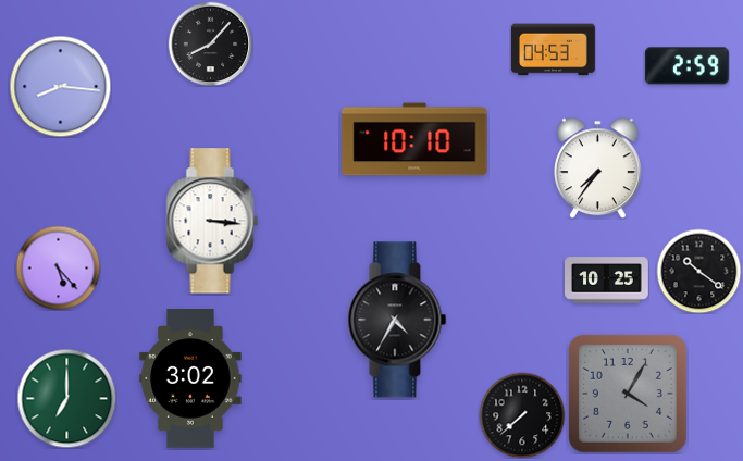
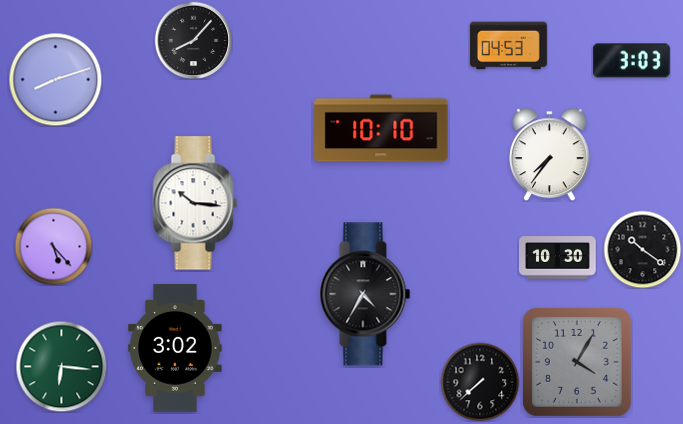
clock at (686, 66): 2:59 -> 3:03
clock at (60, 86): 8:16 -> 8:12
clock at (212, 221): 3:16 -> 10:16
clock at (607, 281): 10:25 -> 10:30
clock at (66, 398): 7:00 -> 6:16
